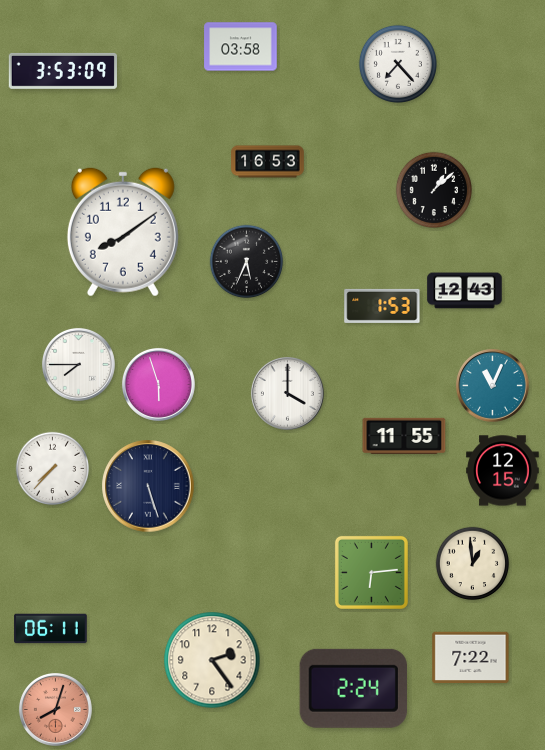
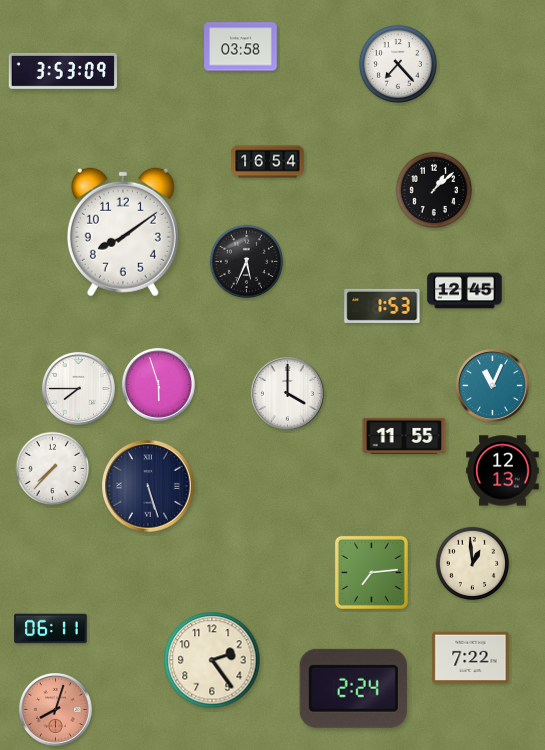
clock at (268, 162): 16:53 -> 16:54
clock at (465, 291): 12:43 -> 12:45
clock at (78, 364) position: (78, 364) -> (78, 388)
clock at (503, 471): 12:15 -> 12:13
clock at (371, 572): 6:14 -> 7:14
